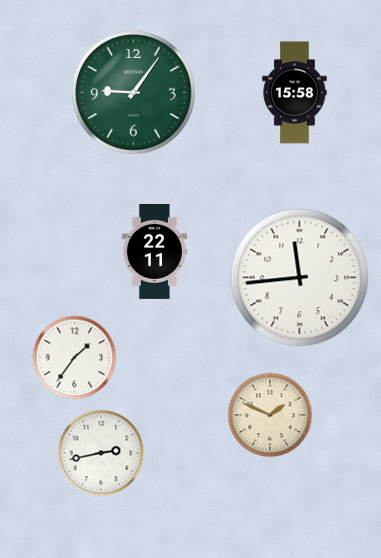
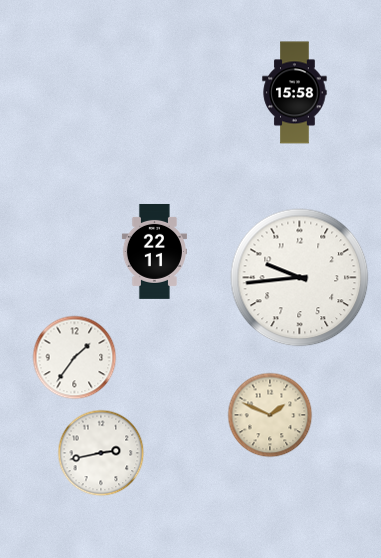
clock at (134, 93): 9:06 -> none
clock at (300, 278): 11:44 -> 9:44
